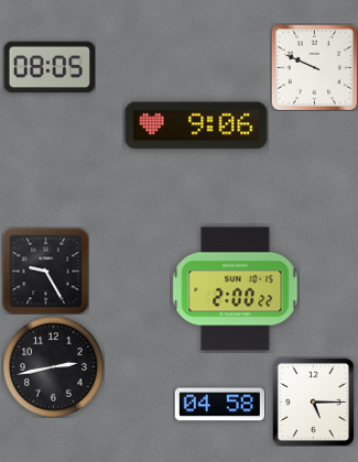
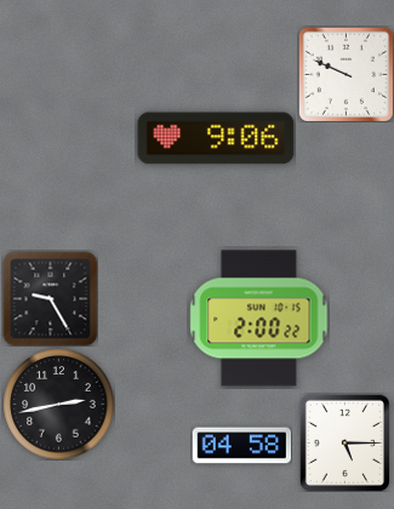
clock at (48, 67): 08:05 -> none
